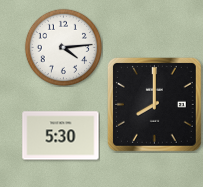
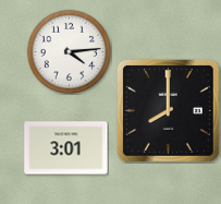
clock at (154, 104) position: (154, 104) -> (168, 110)
clock at (61, 136): 5:30 -> 3:01
